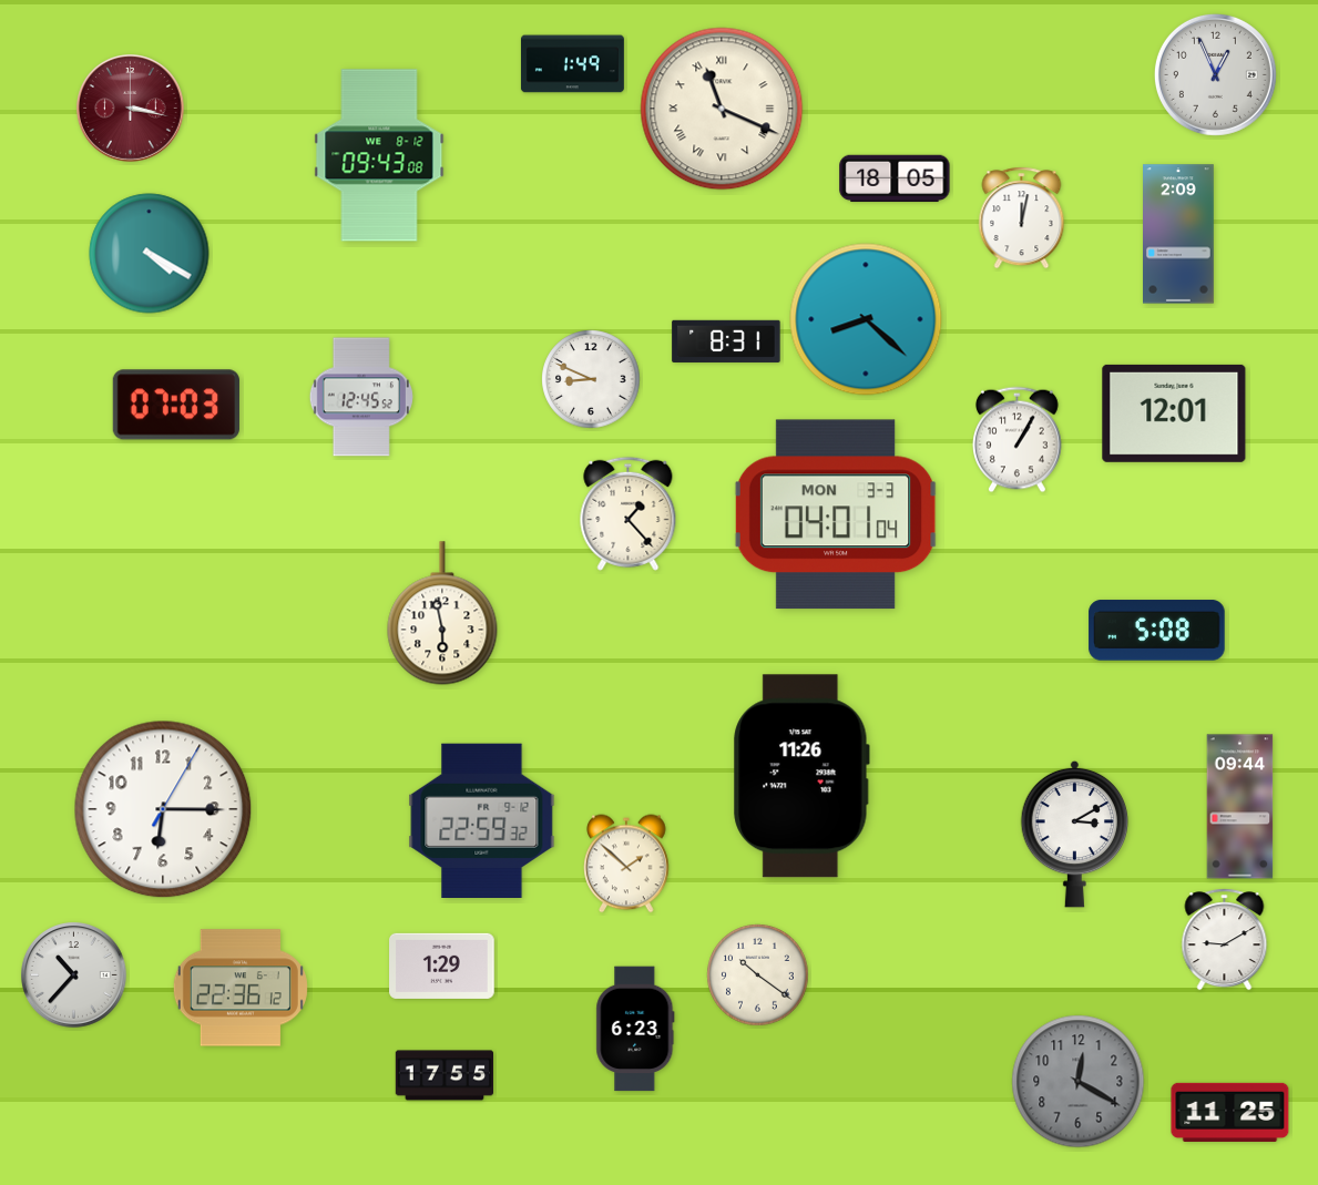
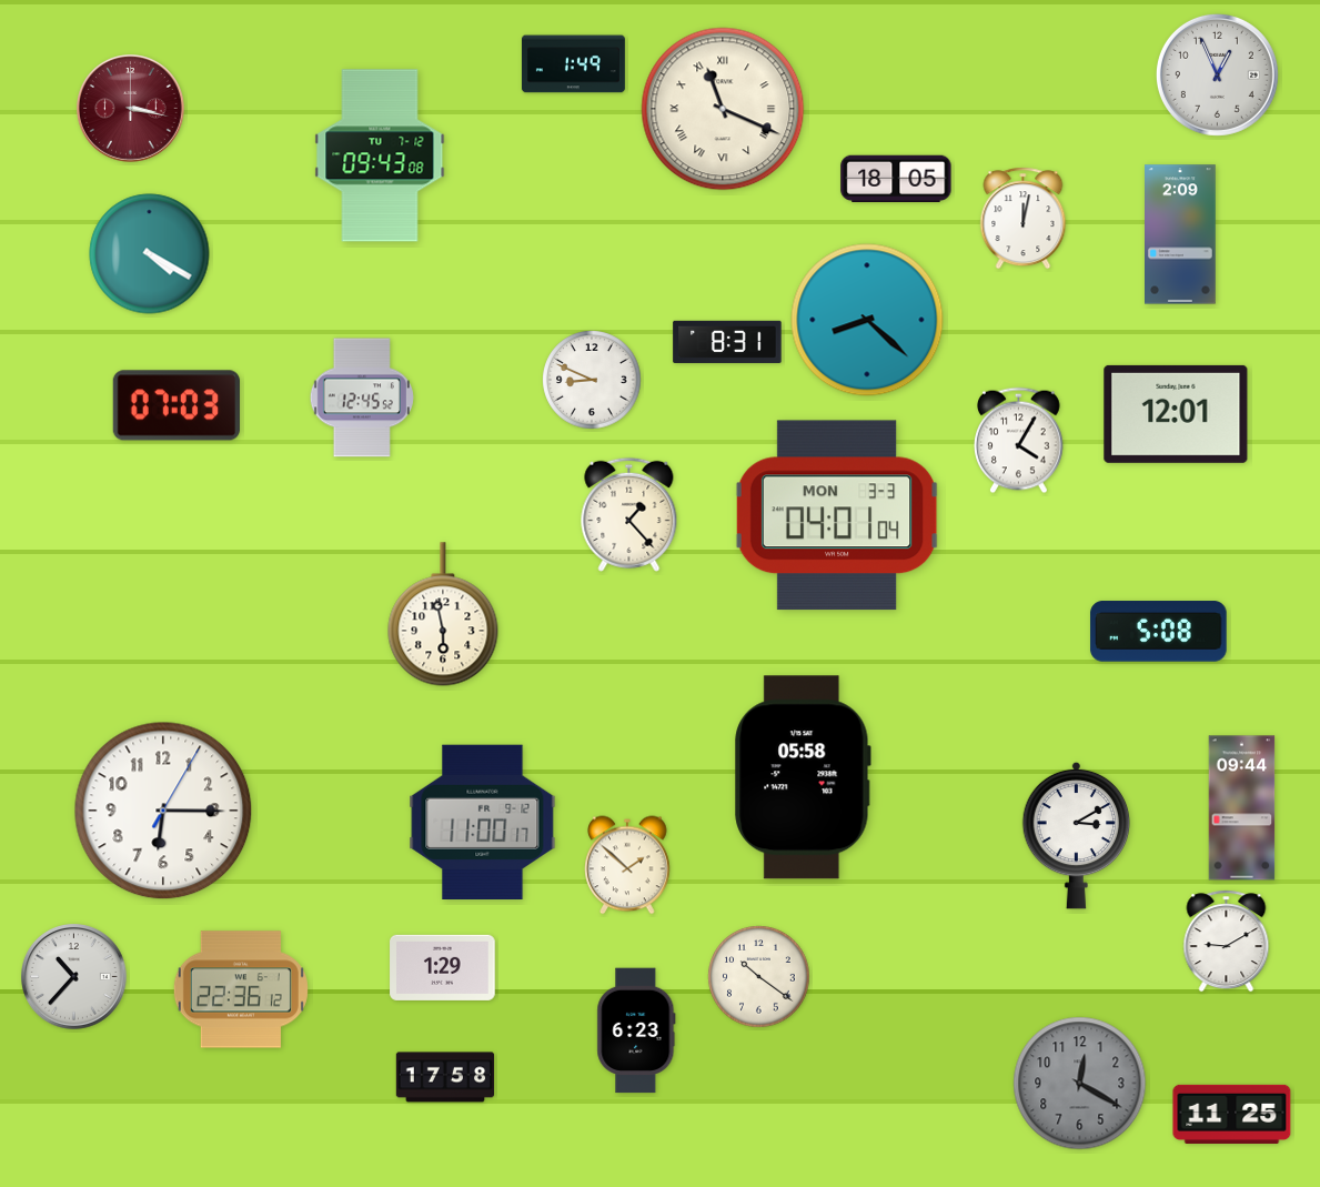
clock at (379, 155) date: WE 8-12 -> TU 7-12
clock at (1018, 440): 1:05 -> 4:05
clock at (801, 776): 11:26 -> 05:58
clock at (482, 820): 22:59 -> 11:00
clock at (445, 1075): 17:55 -> 17:58
